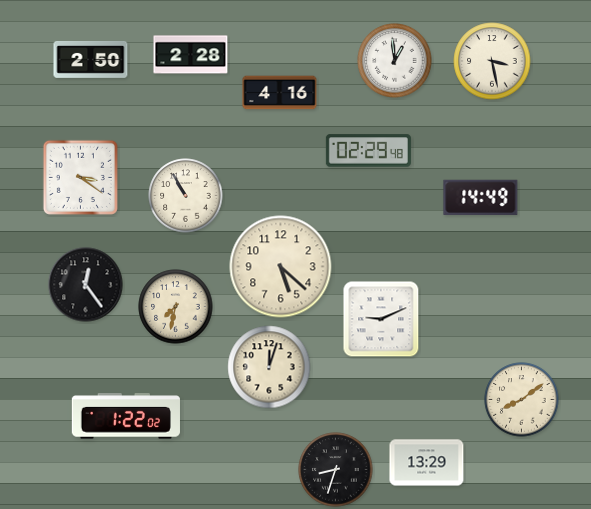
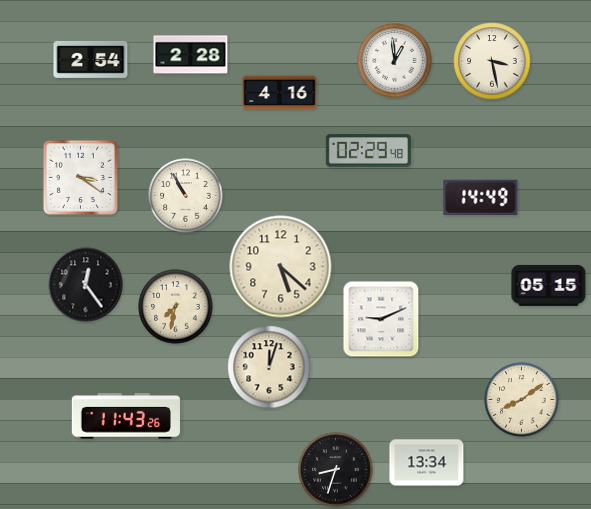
clock at (91, 59): 2:50 -> 2:54
clock at (549, 285): none -> 05:15
clock at (126, 416): 1:22 -> 11:43
clock at (427, 463): 13:29 -> 13:34
